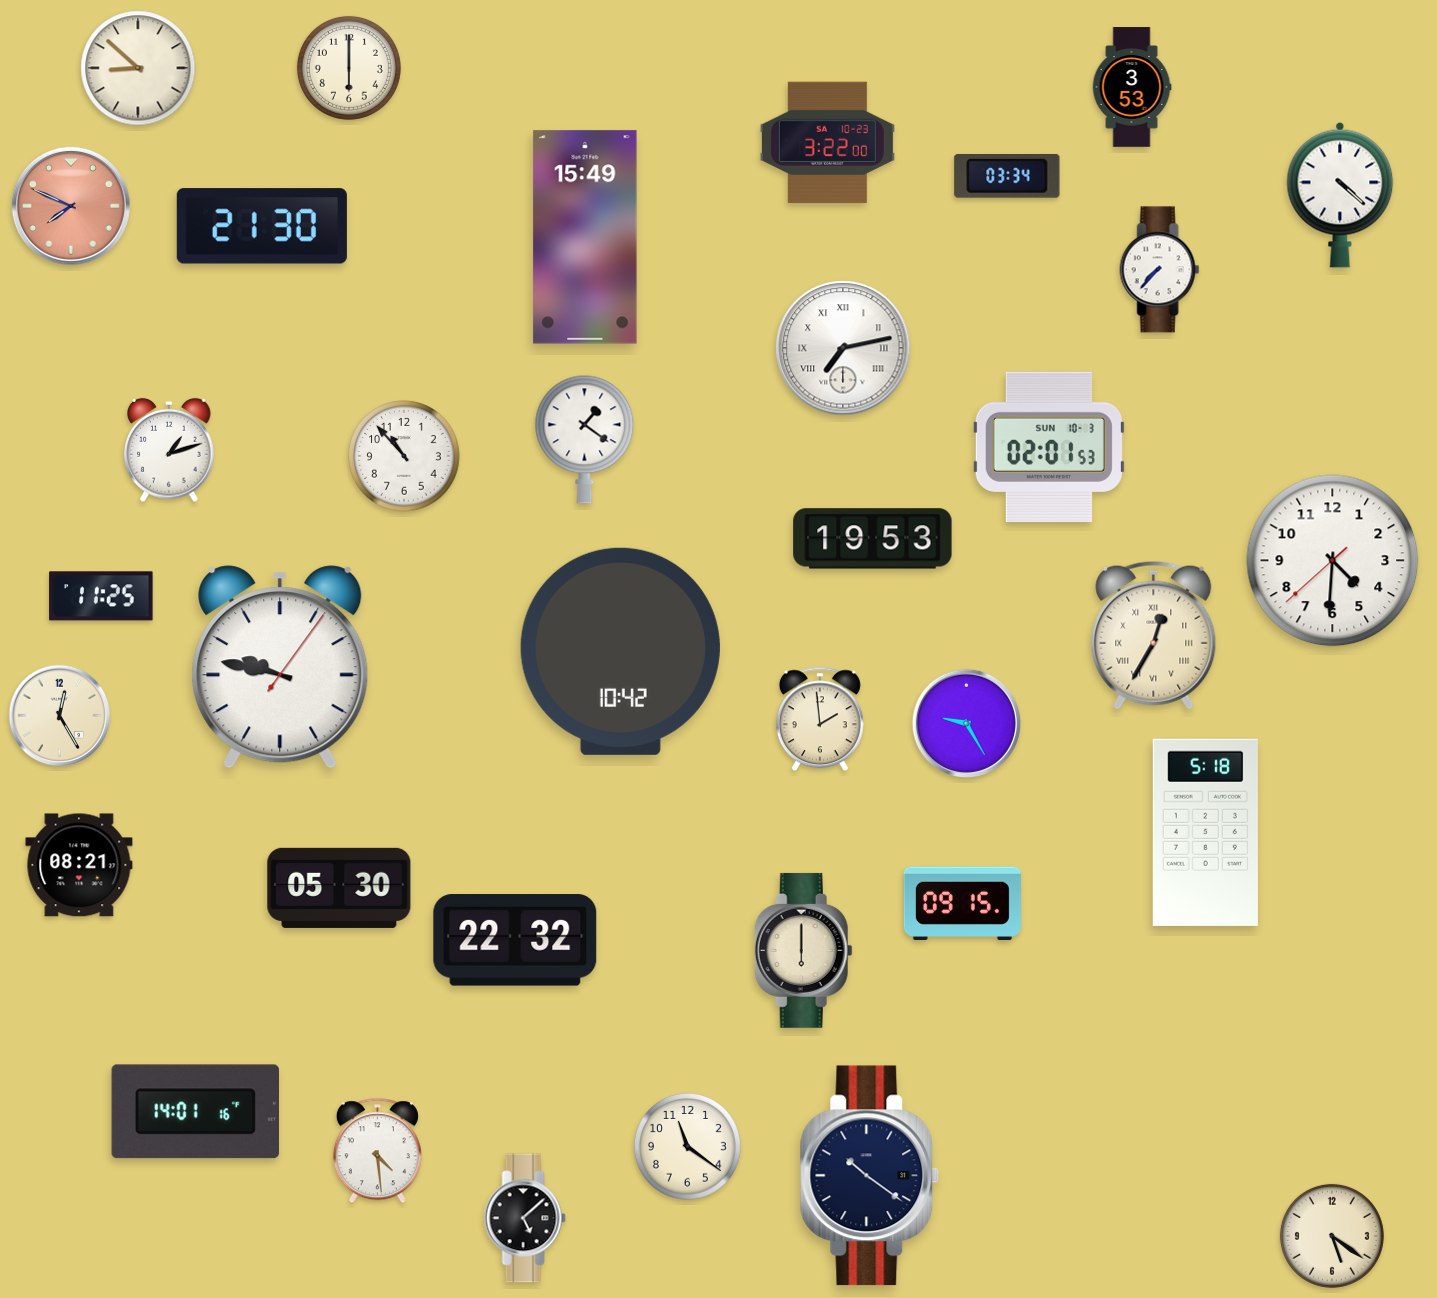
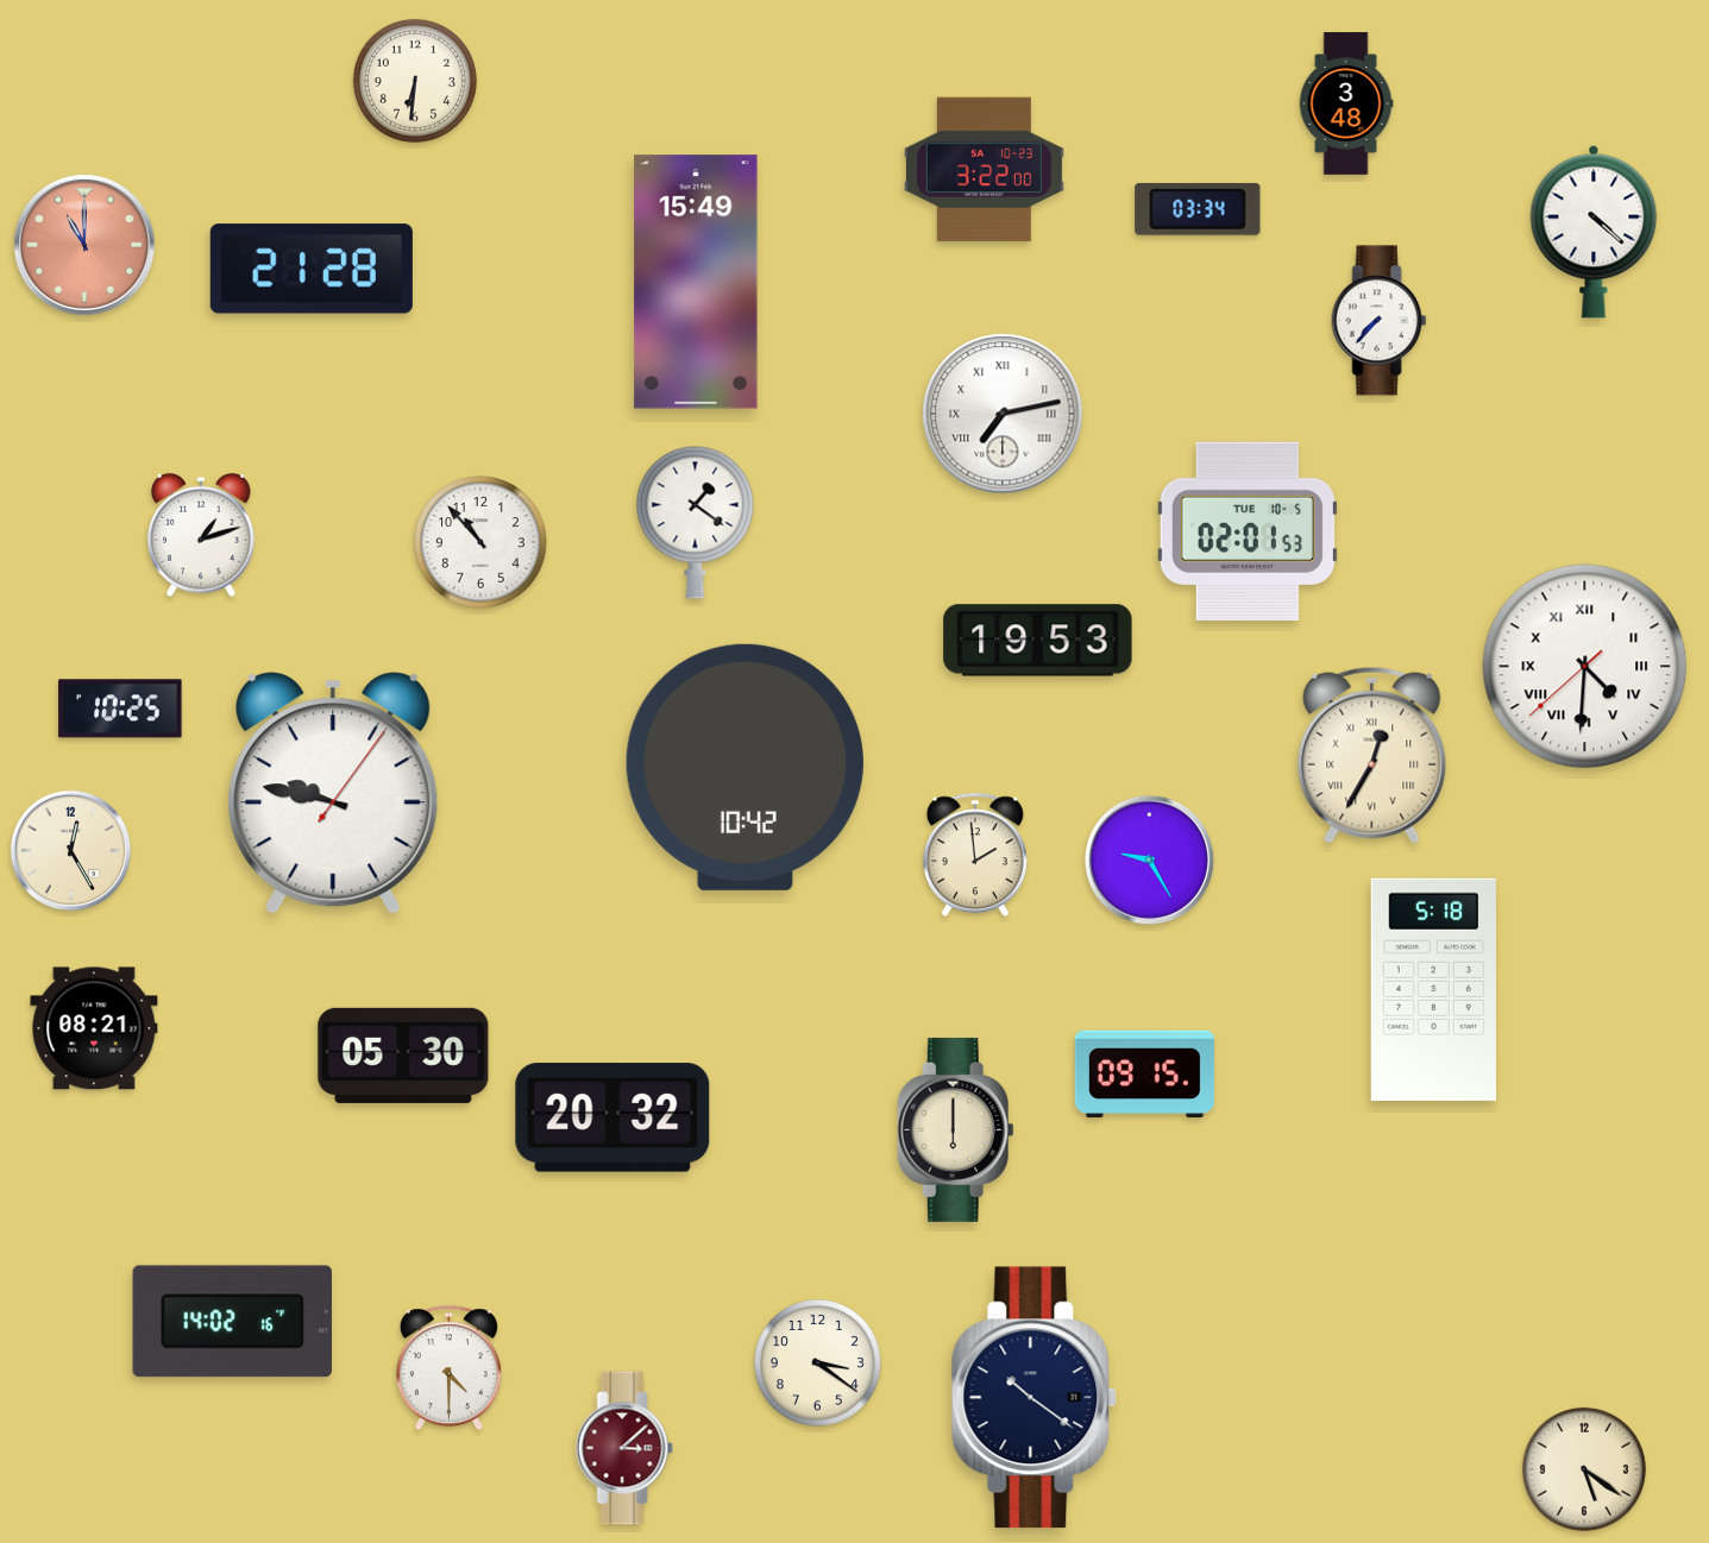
clock at (138, 68): 8:52 -> none
clock at (349, 68): 6:00 -> 6:31
clock at (1132, 87): 3:53 -> 3:48
clock at (71, 206): 7:49 -> 11:00
clock at (262, 226): 21:30 -> 21:28
clock at (1049, 447) date: SUN 10-3 -> TUE 10-5
clock at (1333, 561) numerals: Arabic -> Roman
clock at (101, 596): 11:25 -> 10:25
clock at (620, 651) position: (620, 651) -> (744, 767)
clock at (515, 940): 22:32 -> 20:32
clock at (195, 1112): 14:01 -> 14:02
clock at (687, 1146): 11:21 -> 3:21
clock at (377, 1151): 4:29 -> 4:30
clock at (525, 1218): 5:08 -> 3:08
clock at (525, 1218) dial: black -> burgundy
